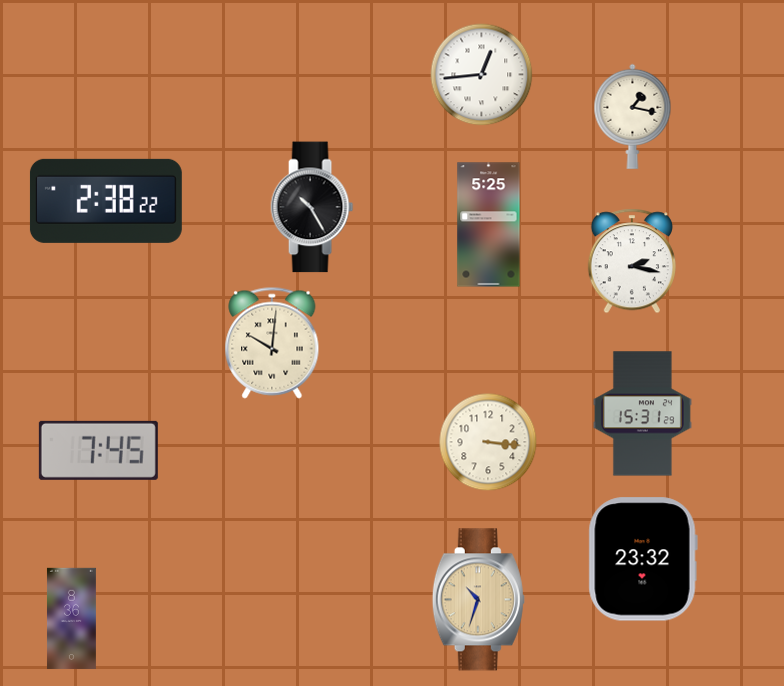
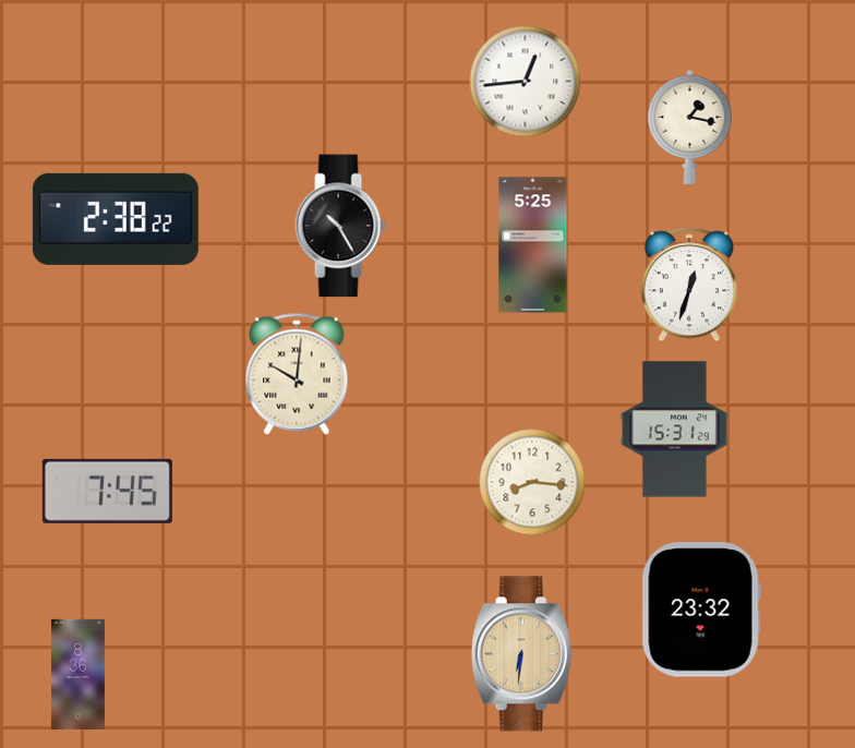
clock at (632, 261): 2:17 -> 12:33
clock at (642, 414) position: (642, 414) -> (674, 430)
clock at (488, 442): 3:16 -> 8:16
clock at (478, 600): 10:33 -> 6:31
